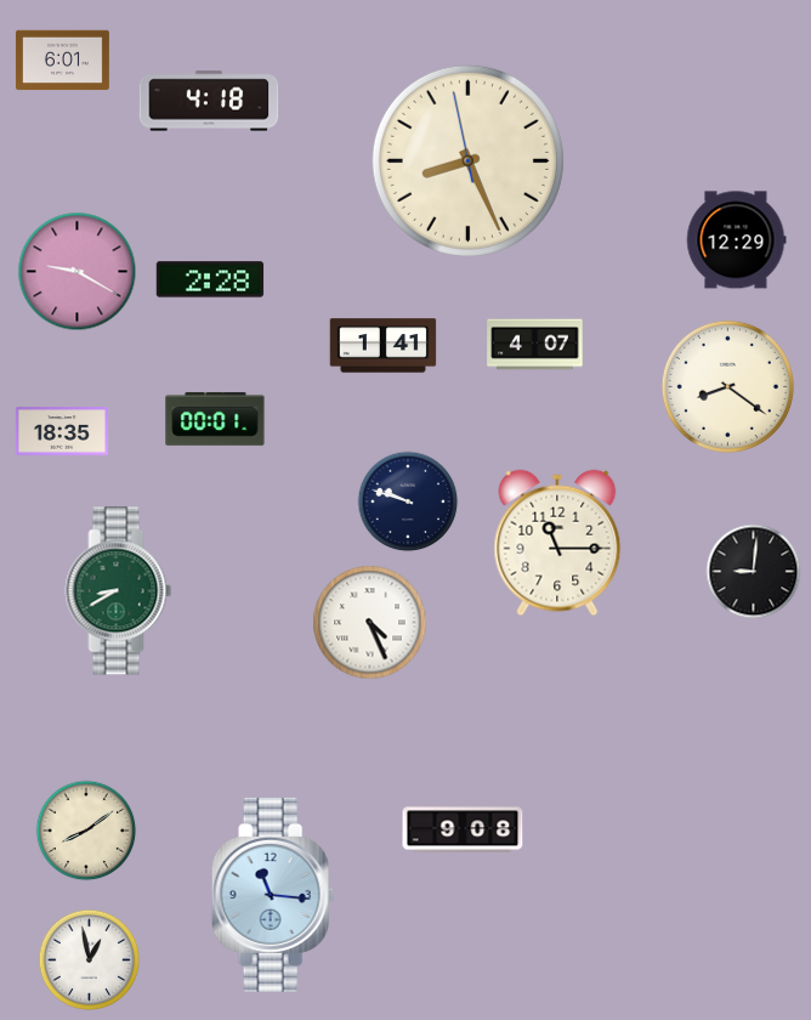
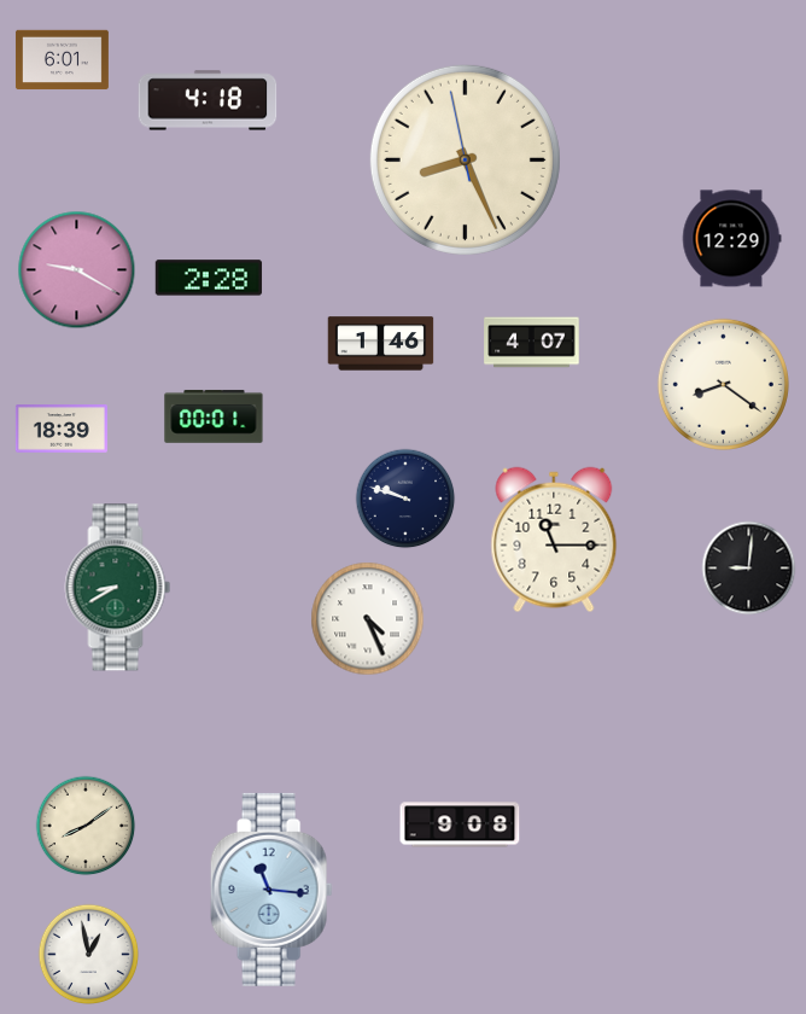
clock at (384, 346): 1:41 -> 1:46
clock at (62, 431): 18:35 -> 18:39
